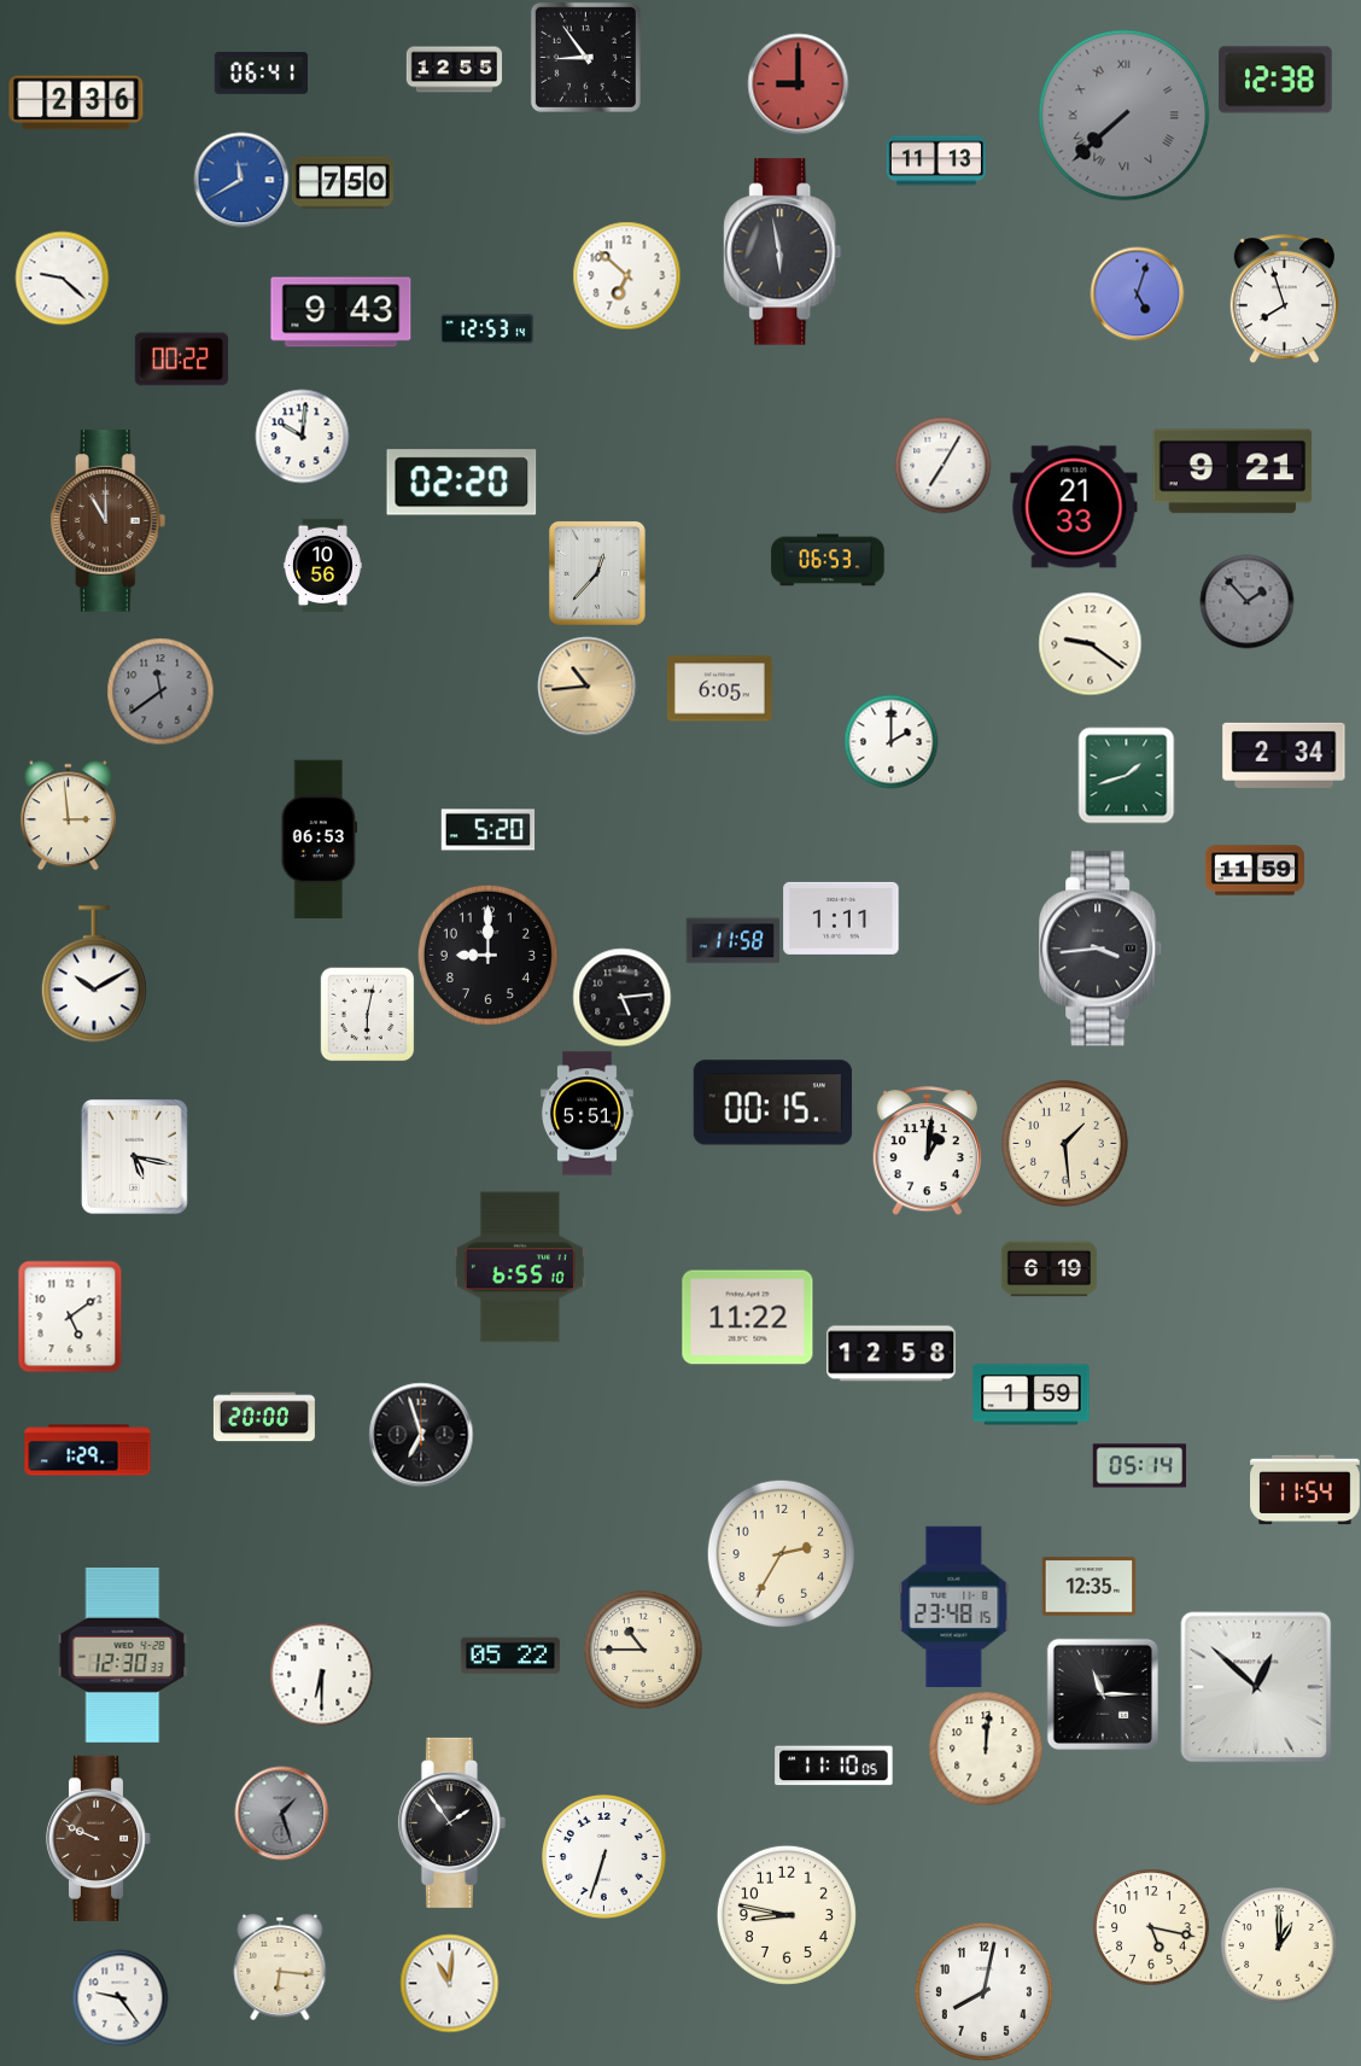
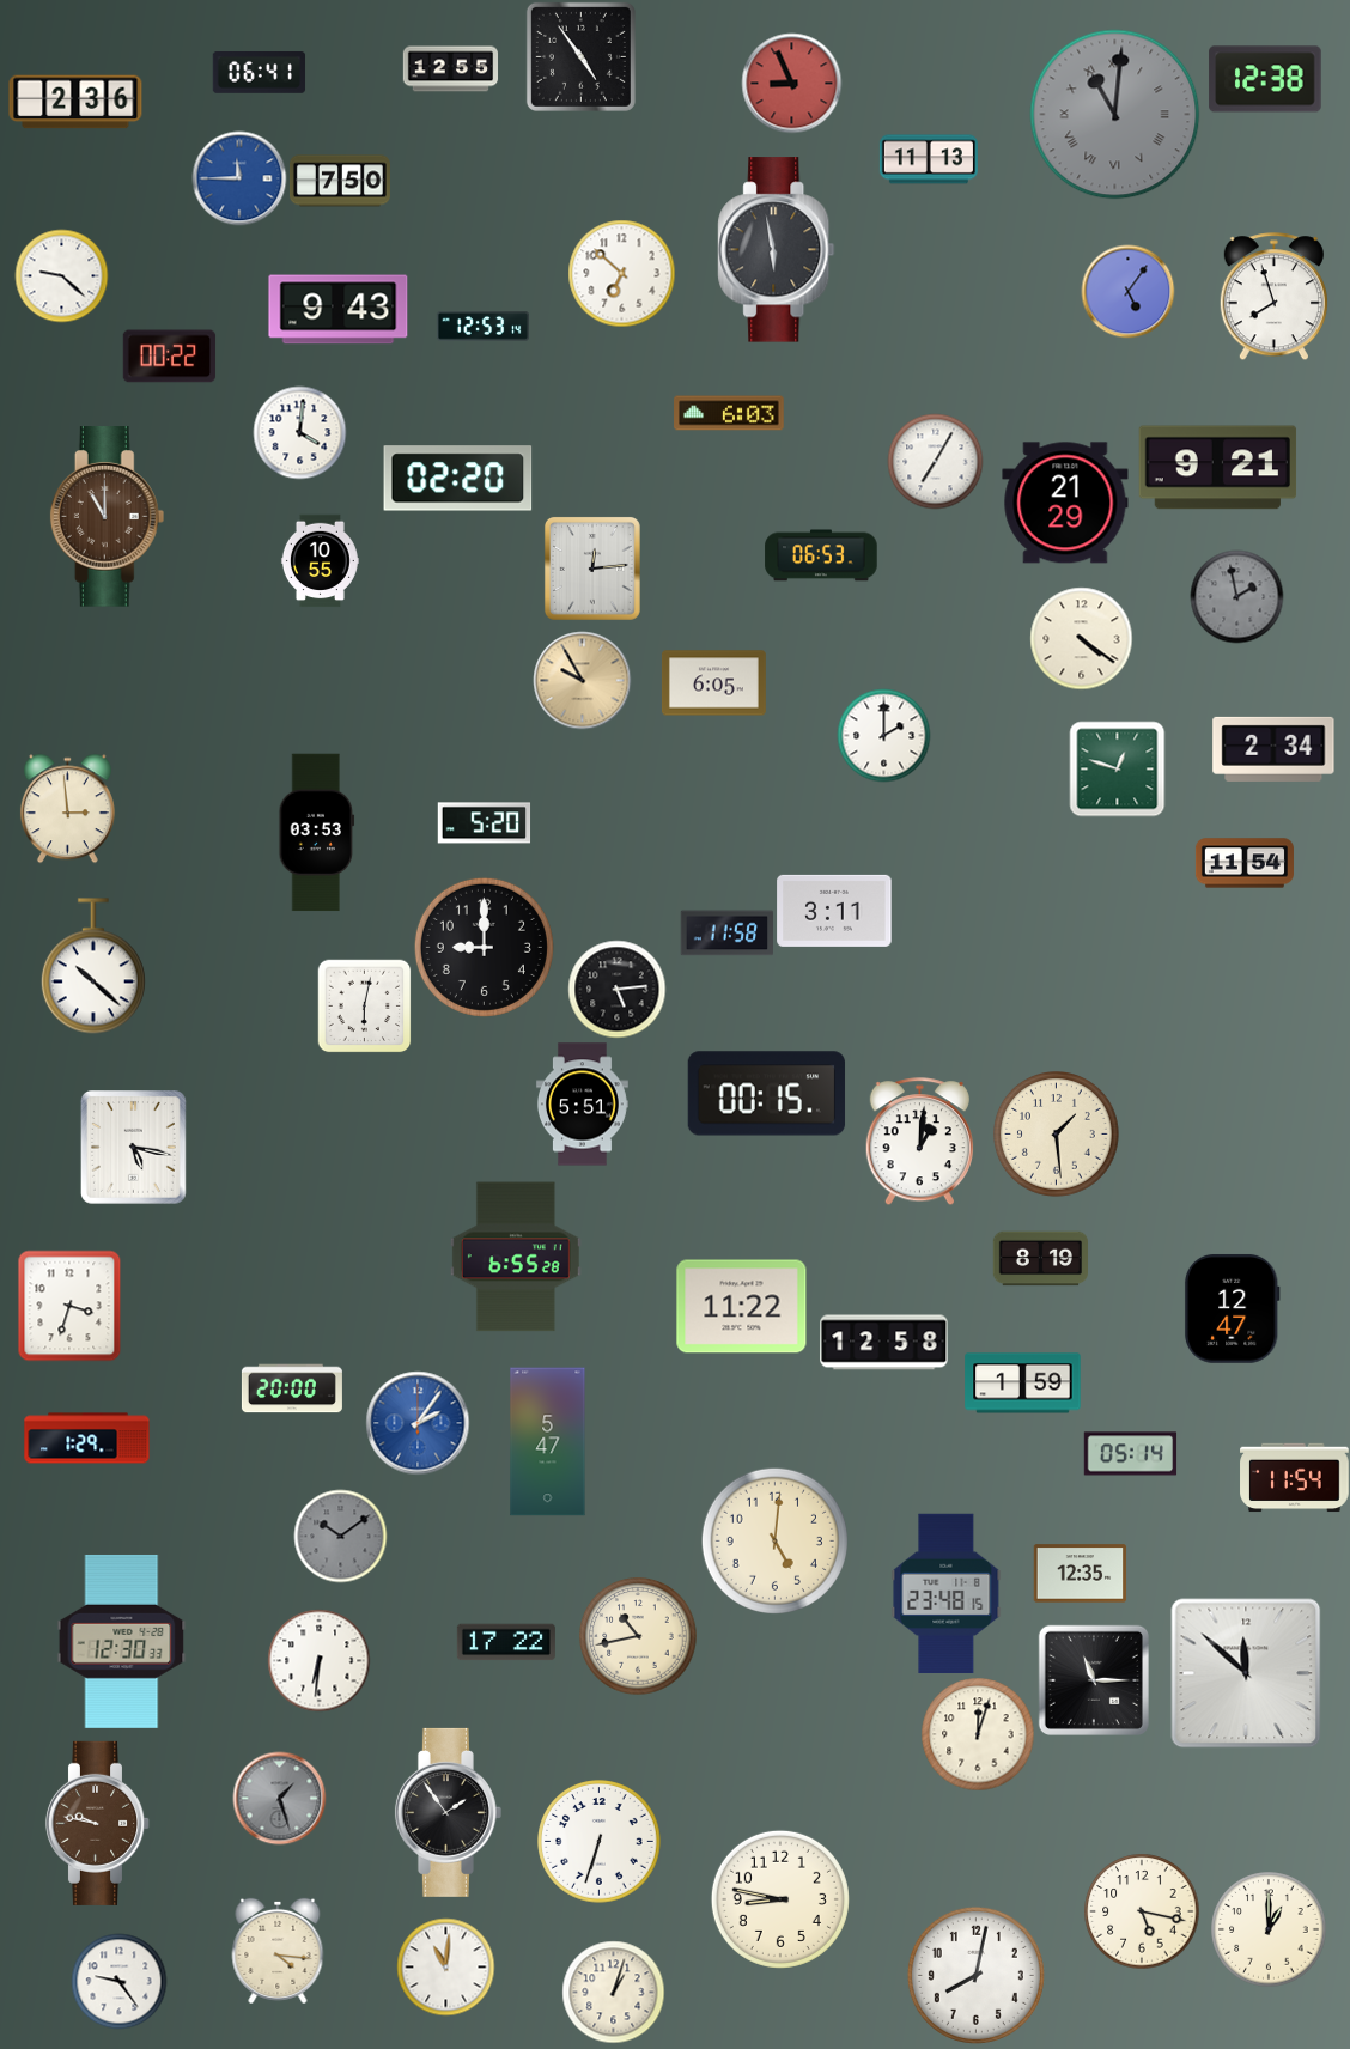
clock at (585, 57): 8:54 -> 4:54
clock at (798, 83): 9:00 -> 8:56
clock at (1125, 116): 7:38 -> 11:01
clock at (241, 180): 11:40 -> 11:45
clock at (1137, 293): 5:03 -> 5:06
clock at (181, 360) position: (181, 360) -> (169, 357)
clock at (729, 413): none -> 6:03
clock at (302, 436): 10:01 -> 4:01
clock at (1233, 472) position: (1233, 472) -> (1218, 468)
clock at (1074, 507): 21:33 -> 21:29
clock at (322, 565): 10:56 -> 10:55
clock at (597, 573): 12:37 -> 12:14
clock at (1246, 601): 1:53 -> 1:58
clock at (1090, 643): 9:21 -> 4:21
clock at (586, 685): 10:44 -> 9:55
clock at (160, 691): 11:39 -> none
clock at (1126, 775): 1:42 -> 12:48
clock at (320, 840): 06:53 -> 03:53
clock at (1255, 870): 11:59 -> 11:54
clock at (841, 918): 1:11 -> 3:11
clock at (1102, 949): 3:44 -> none
clock at (94, 974): 10:10 -> 10:22
clock at (520, 1267): 6:55:10 -> 6:55:28
clock at (1049, 1270): 6:19 -> 8:19
clock at (70, 1317): 5:09 -> 3:33
clock at (1232, 1309): none -> 12:47
clock at (264, 1417) position: (264, 1417) -> (292, 1388)
clock at (421, 1435): 6:57 -> 2:06
clock at (421, 1435) dial: black -> blue
clock at (548, 1442): none -> 5:47
clock at (340, 1536): none -> 10:09
clock at (781, 1553): 2:35 -> 5:01
clock at (643, 1650): 10:45 -> 10:43
clock at (510, 1656): 05:22 -> 17:22
clock at (321, 1674): 6:30 -> 6:31
clock at (1256, 1687): 12:52 -> 11:52
clock at (986, 1749): 12:01 -> 12:03
clock at (834, 1766): 11:10 -> none
clock at (451, 1822) position: (451, 1822) -> (448, 1812)
clock at (99, 1838): 9:49 -> 9:47
clock at (280, 1967): 6:16 -> 4:16
clock at (613, 1992): none -> 1:03
